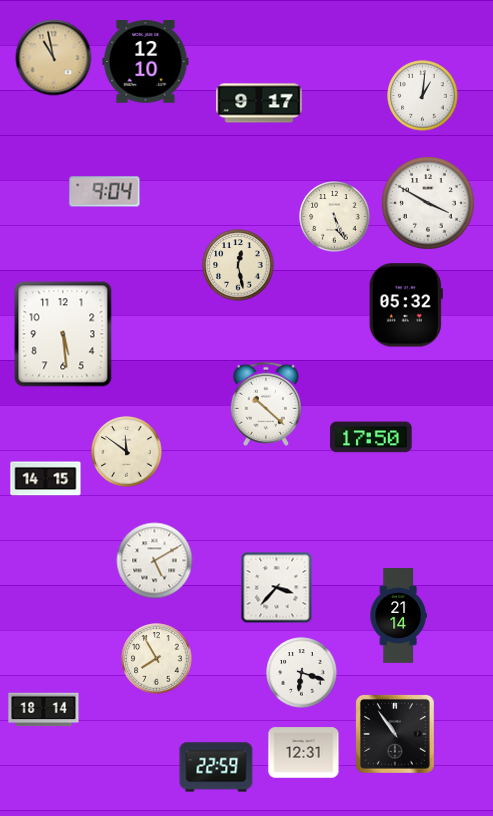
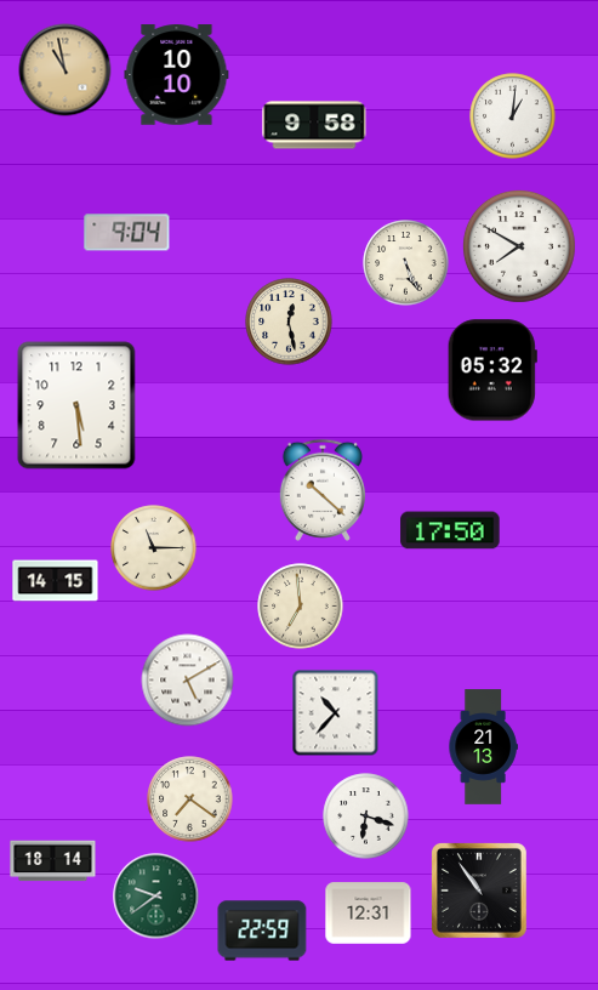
clock at (146, 62): 12:10 -> 10:10
clock at (259, 103): 9:17 -> 9:58
clock at (428, 203): 3:50 -> 7:50
clock at (127, 452): 11:51 -> 11:15
clock at (301, 607): none -> 6:59
clock at (277, 588): 3:37 -> 10:37
clock at (398, 616): 21:14 -> 21:13
clock at (157, 659): 7:55 -> 7:21
clock at (156, 897): none -> 9:39
